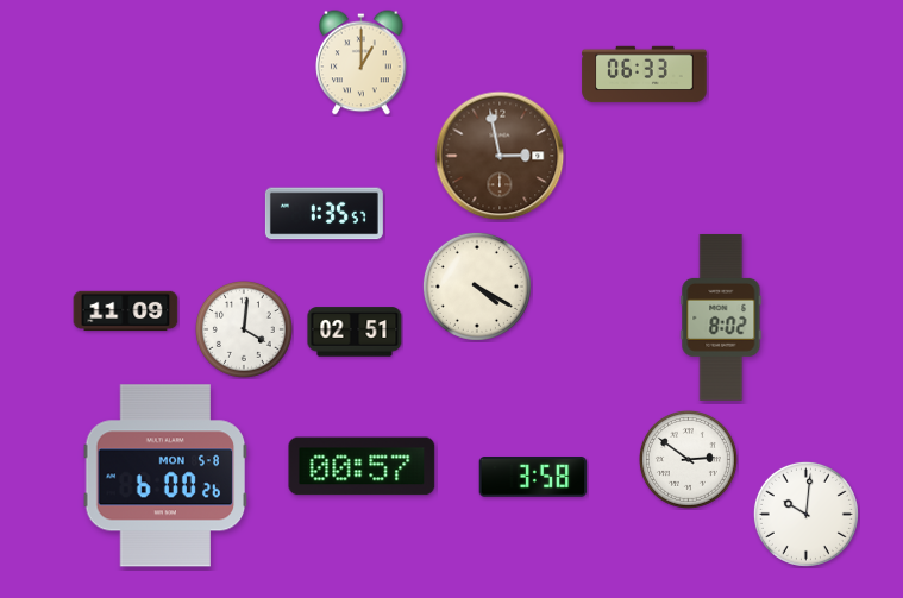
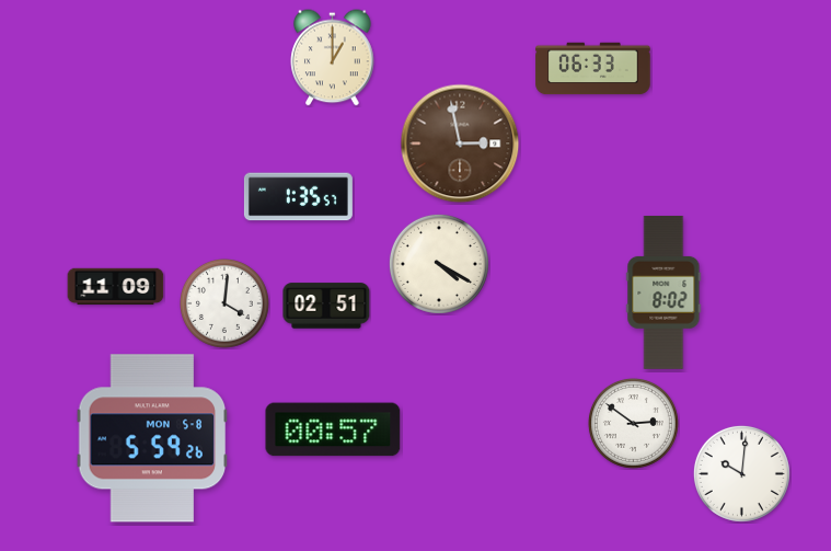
clock at (165, 476): 6:00 -> 5:59
clock at (533, 477): 3:58 -> none
